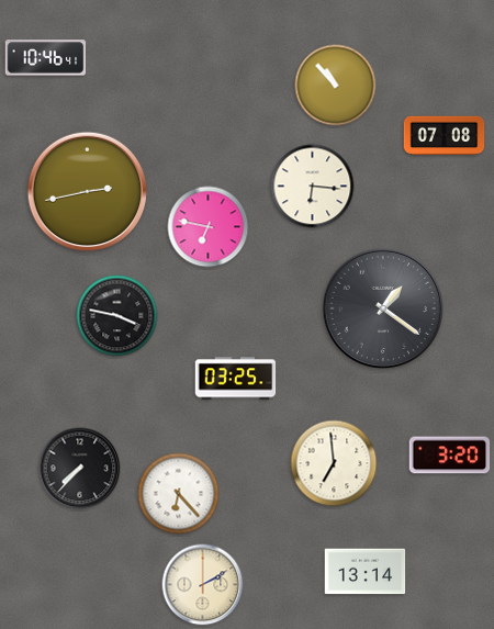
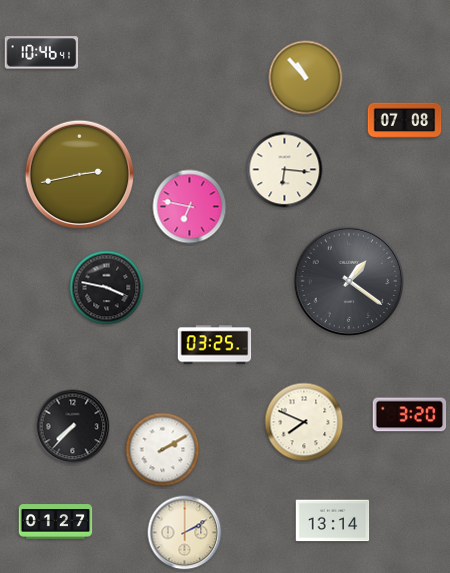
clock at (445, 136) position: (445, 136) -> (405, 121)
clock at (334, 463): 6:59 -> 7:49
clock at (179, 494): 6:23 -> 2:10
clock at (56, 522): none -> 01:27
